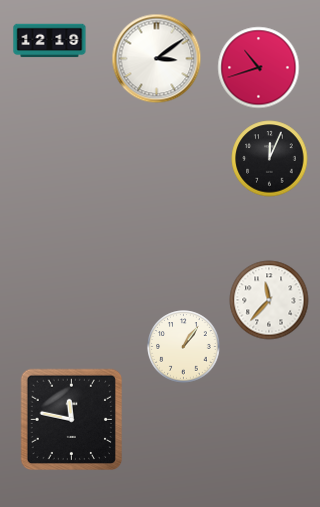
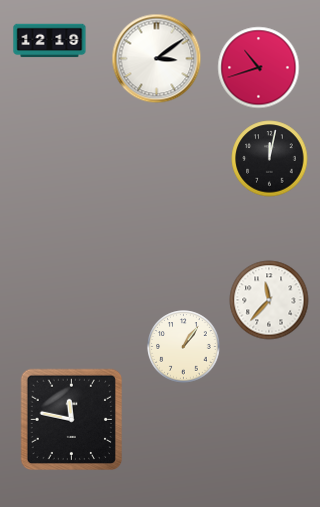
clock at (270, 159): 12:04 -> 12:02
